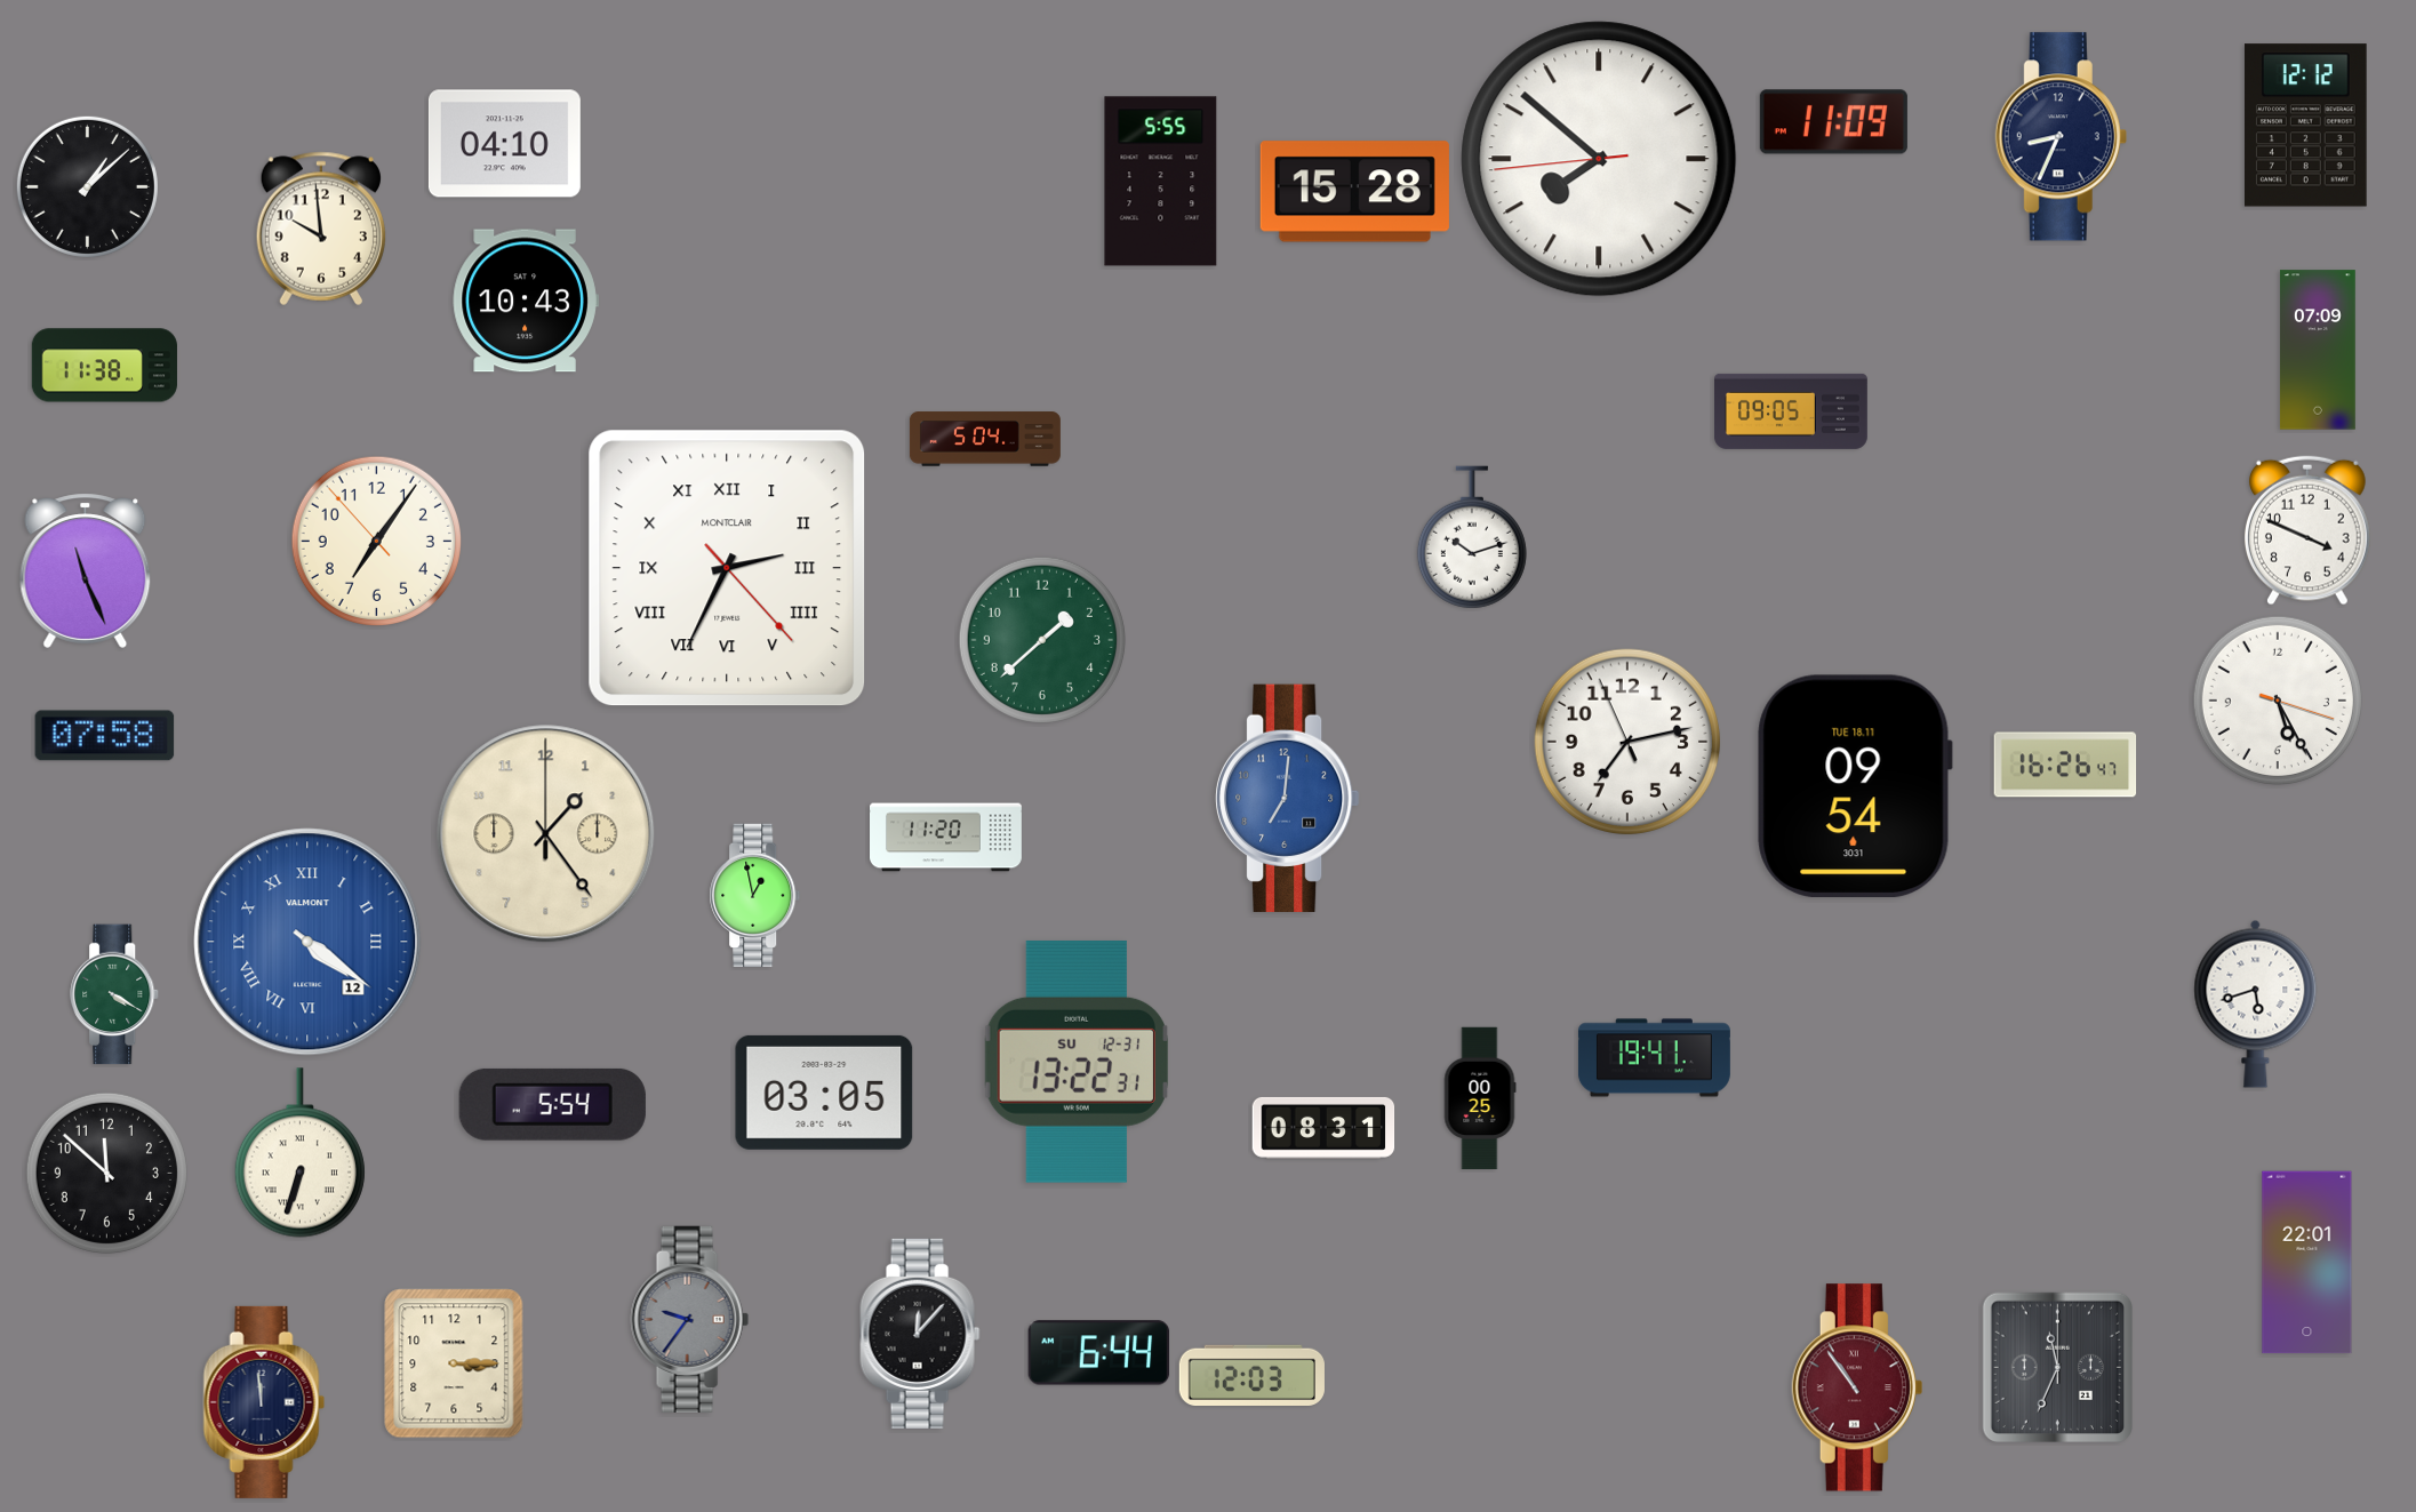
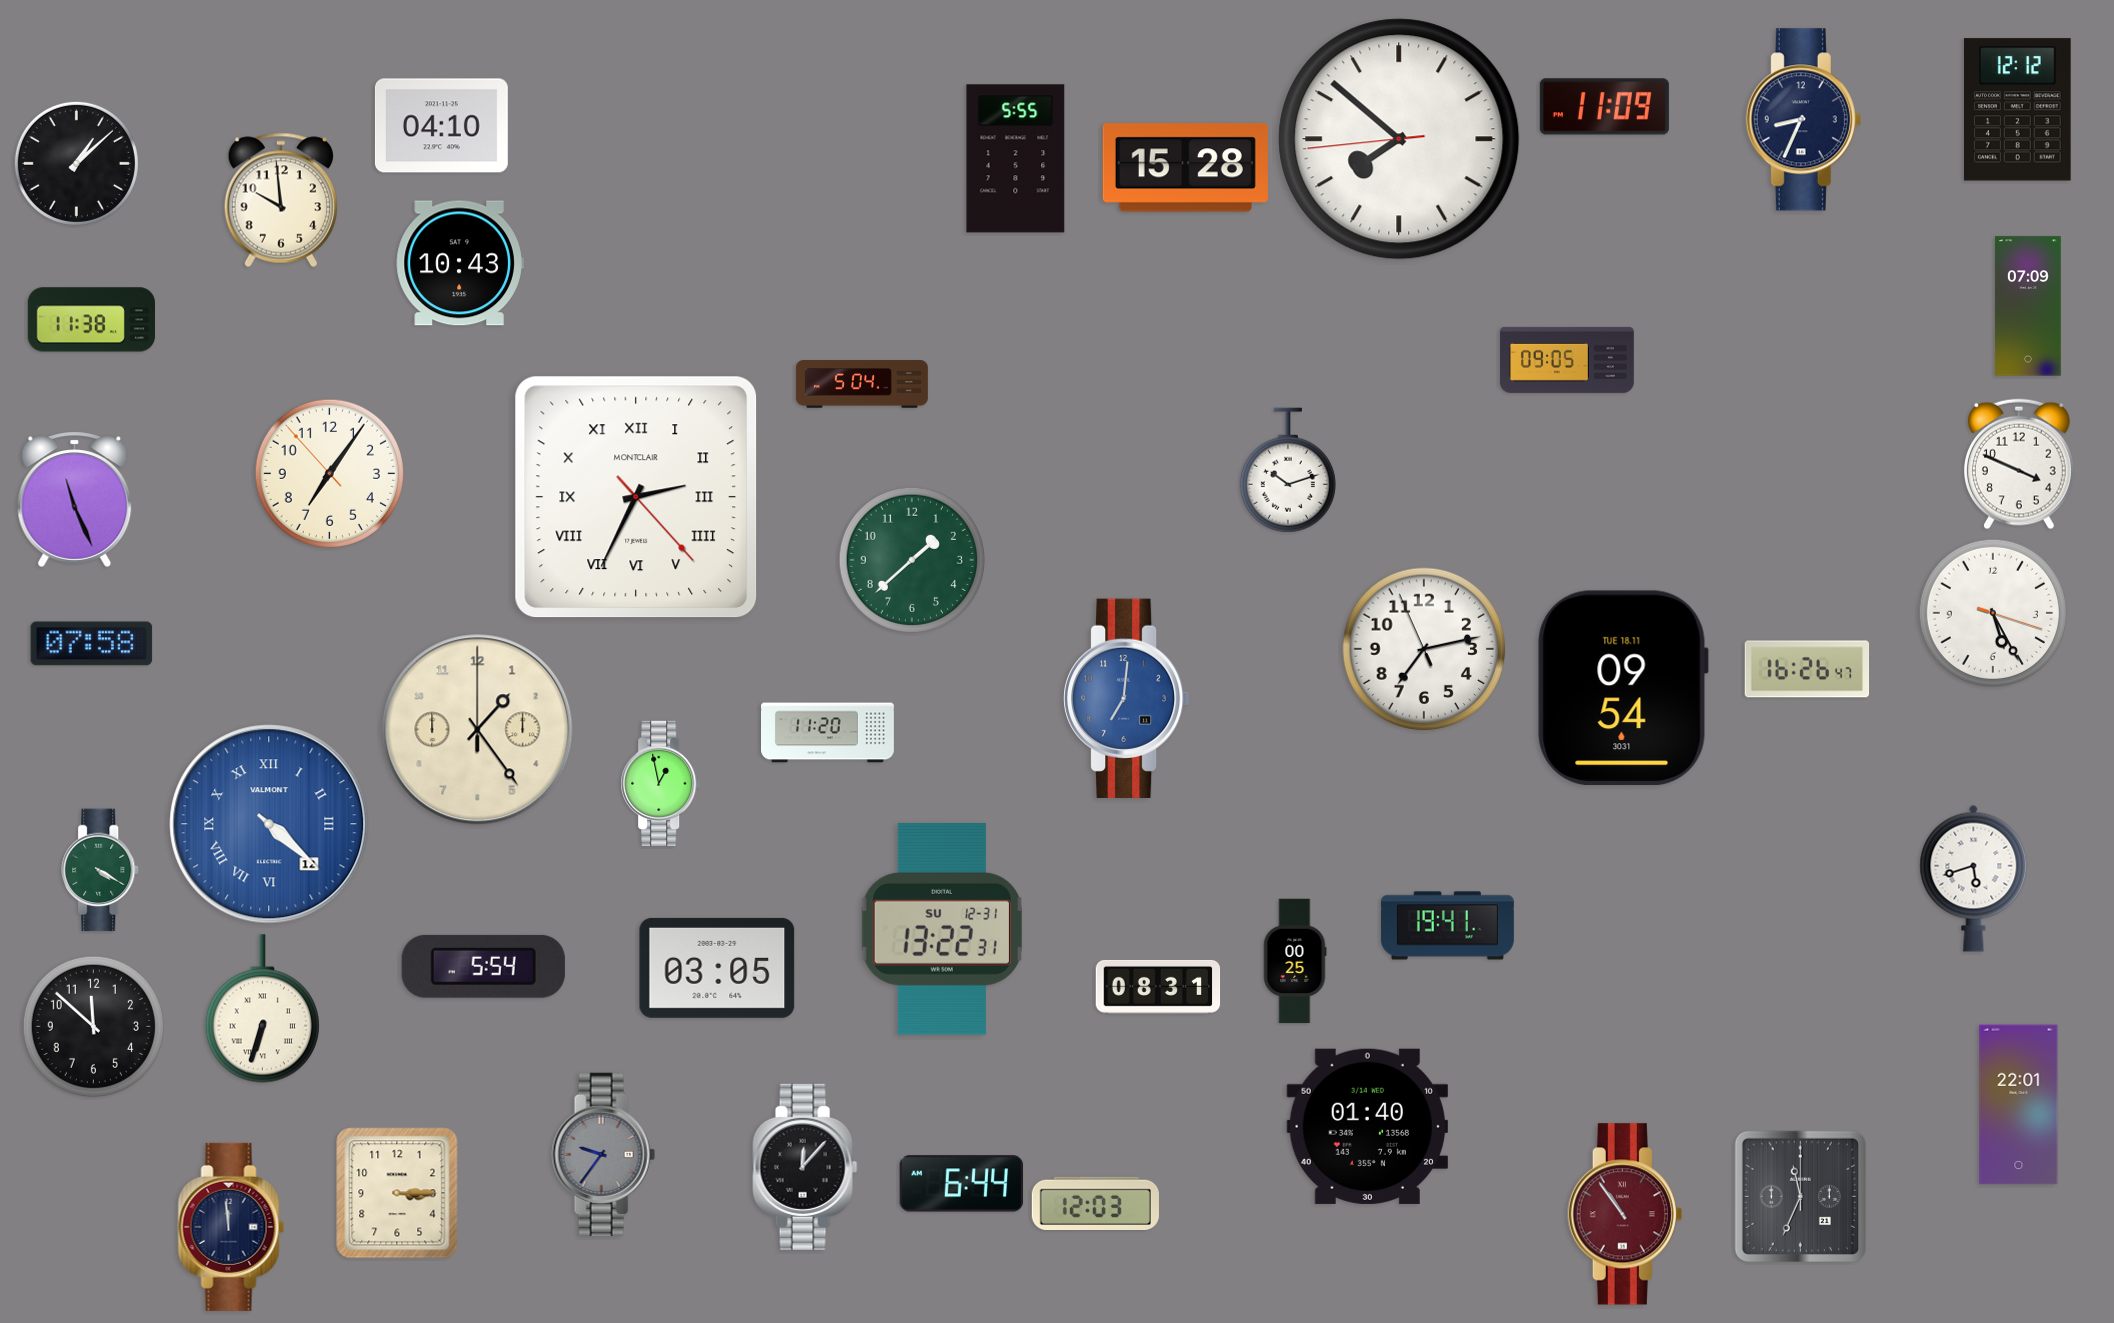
clock at (307, 942): 4:21 -> 4:22
clock at (824, 1093) position: (824, 1093) -> (717, 968)
clock at (1367, 1126): none -> 01:40
